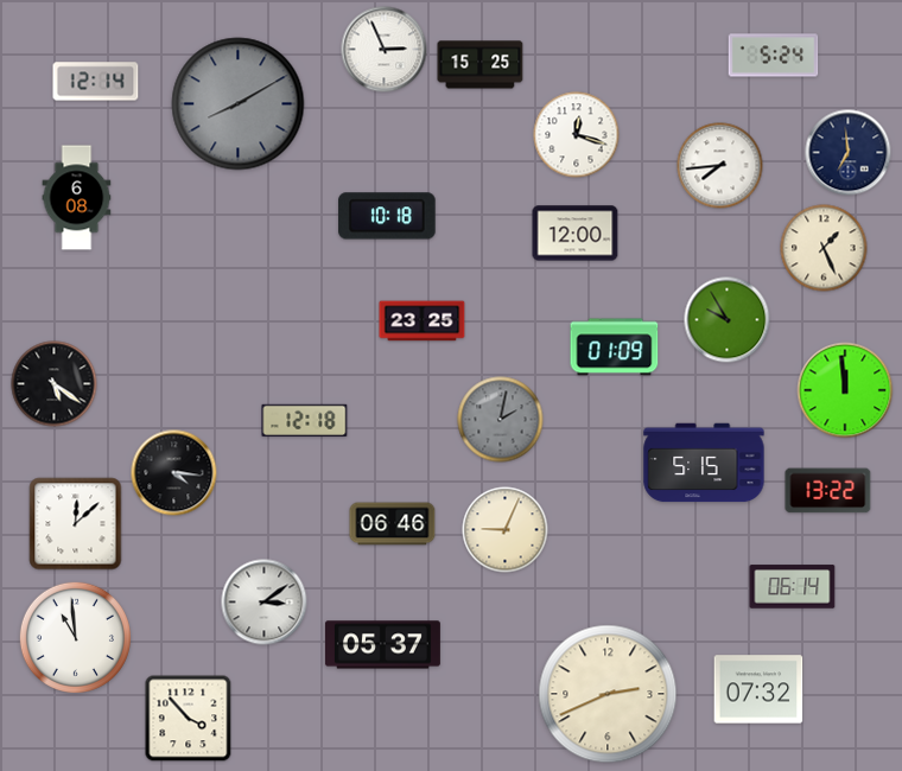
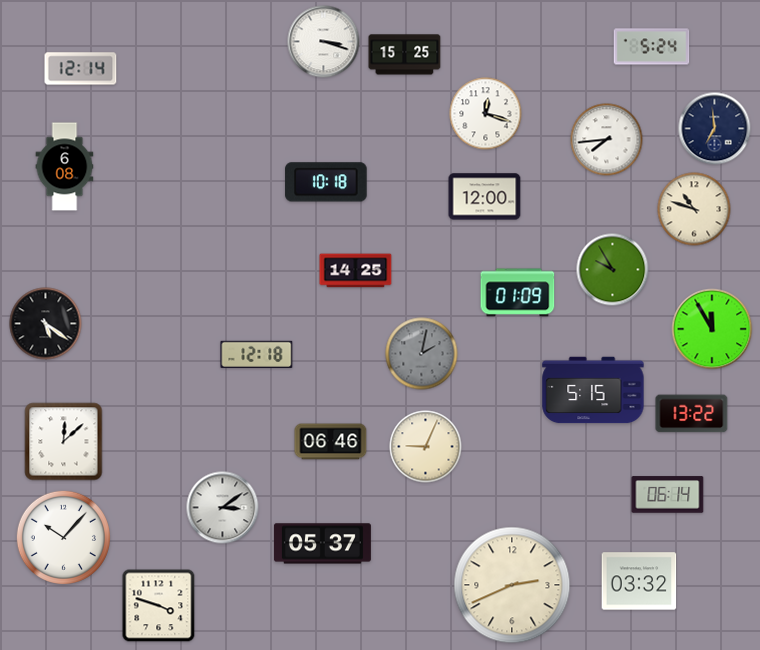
clock at (385, 50): 2:56 -> 3:18
clock at (239, 104): 8:10 -> none
clock at (824, 248): 1:26 -> 10:48
clock at (423, 321): 23:25 -> 14:25
clock at (845, 390): 11:59 -> 11:55
clock at (174, 473): 4:16 -> none
clock at (828, 491) position: (828, 491) -> (692, 414)
clock at (75, 637): 10:59 -> 10:07
clock at (758, 689): 07:32 -> 03:32
clock at (189, 719): 3:53 -> 3:48
